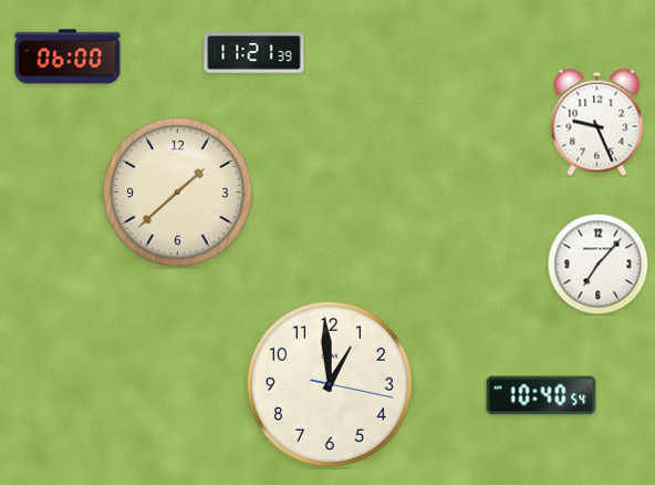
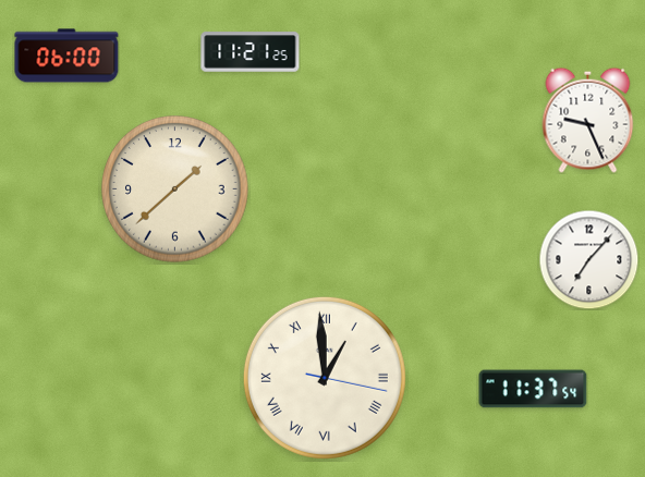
clock at (254, 53): 11:21:39 -> 11:21:25
clock at (330, 384) numerals: Arabic -> Roman
clock at (541, 395): 10:40 -> 11:37
